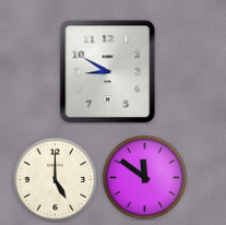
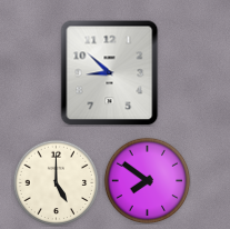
clock at (108, 71): 8:50 -> 8:52
clock at (144, 177): 11:51 -> 7:51
